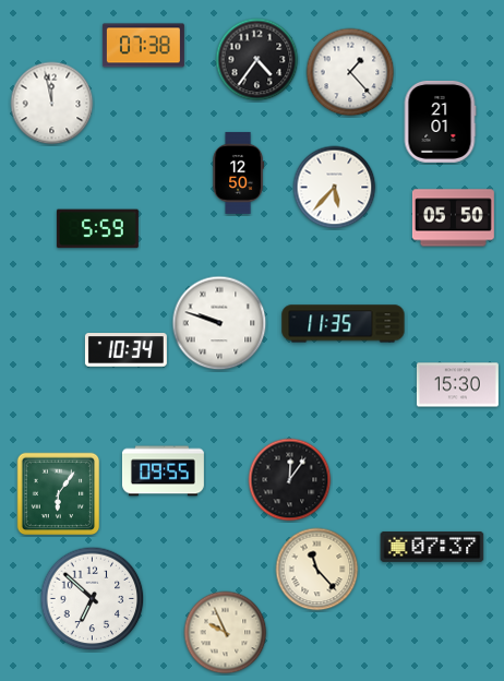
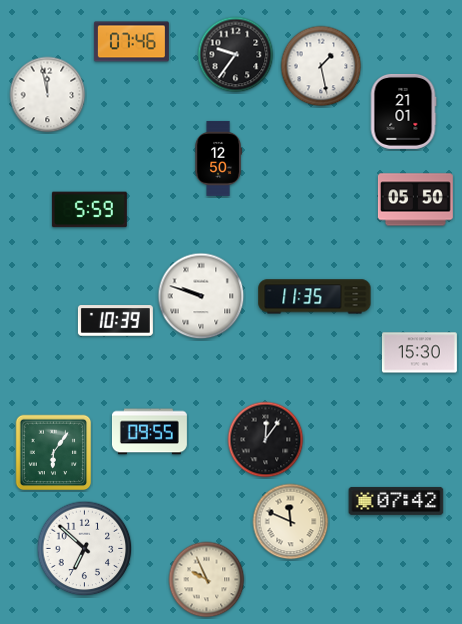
clock at (143, 46): 07:38 -> 07:46
clock at (257, 60): 4:36 -> 9:36
clock at (350, 72): 1:23 -> 1:28
clock at (335, 188): 5:37 -> none
clock at (125, 350): 10:34 -> 10:39
clock at (432, 547): 07:37 -> 07:42
clock at (317, 570): 11:23 -> 11:49
